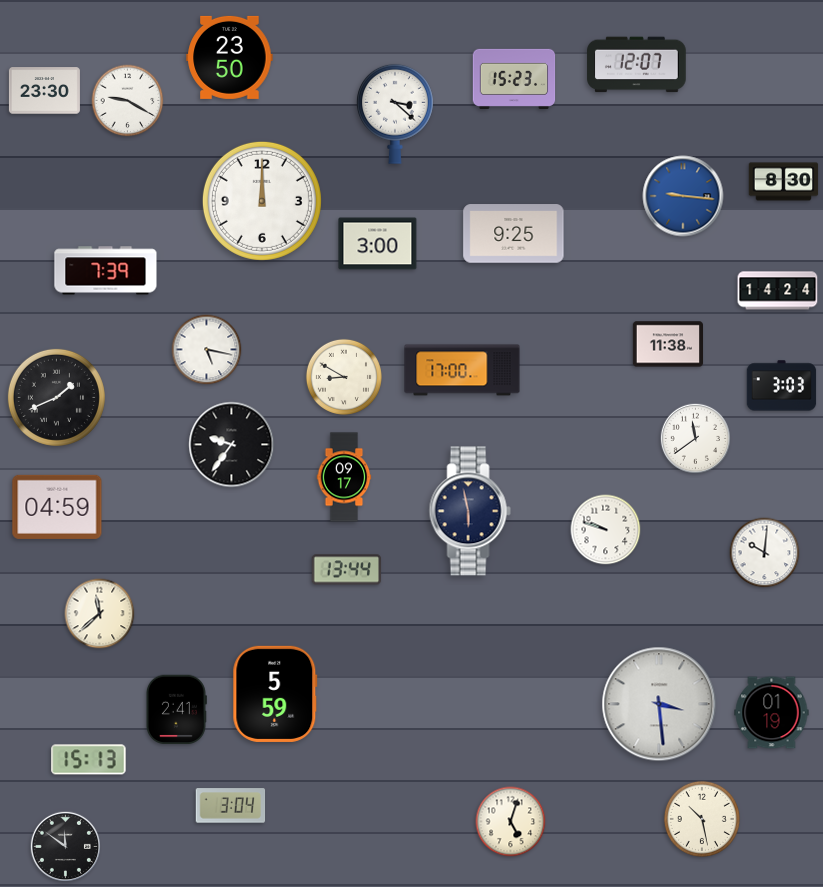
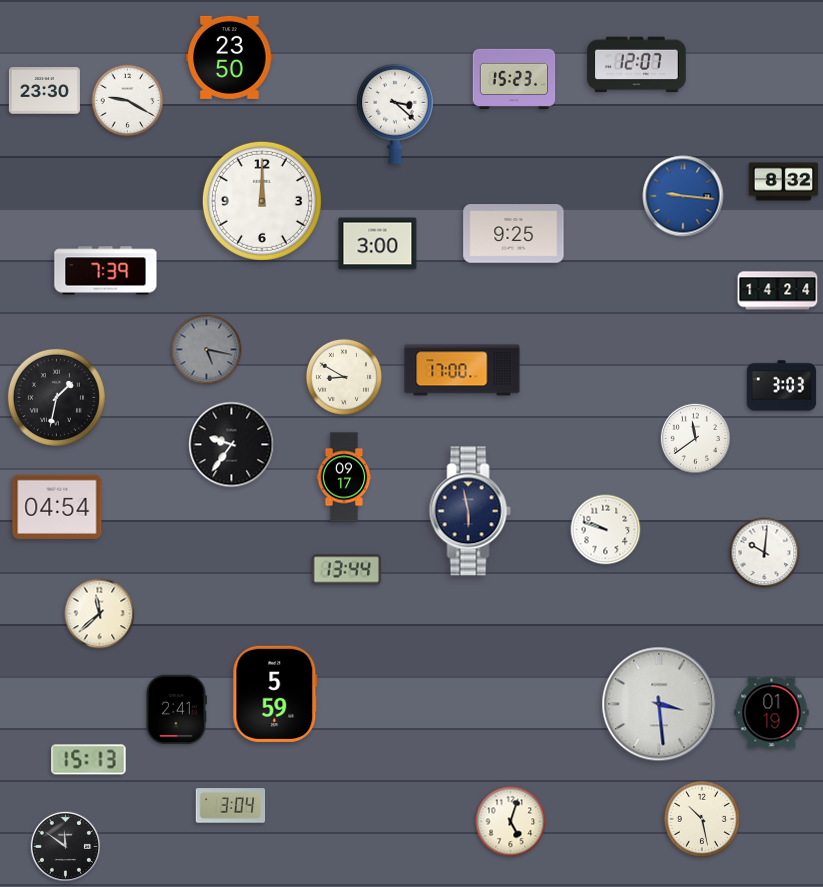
clock at (784, 182): 8:30 -> 8:32
clock at (667, 344): 11:38 -> none
clock at (207, 350) dial: white -> grey
clock at (56, 397): 1:41 -> 1:32
clock at (57, 507): 04:59 -> 04:54
